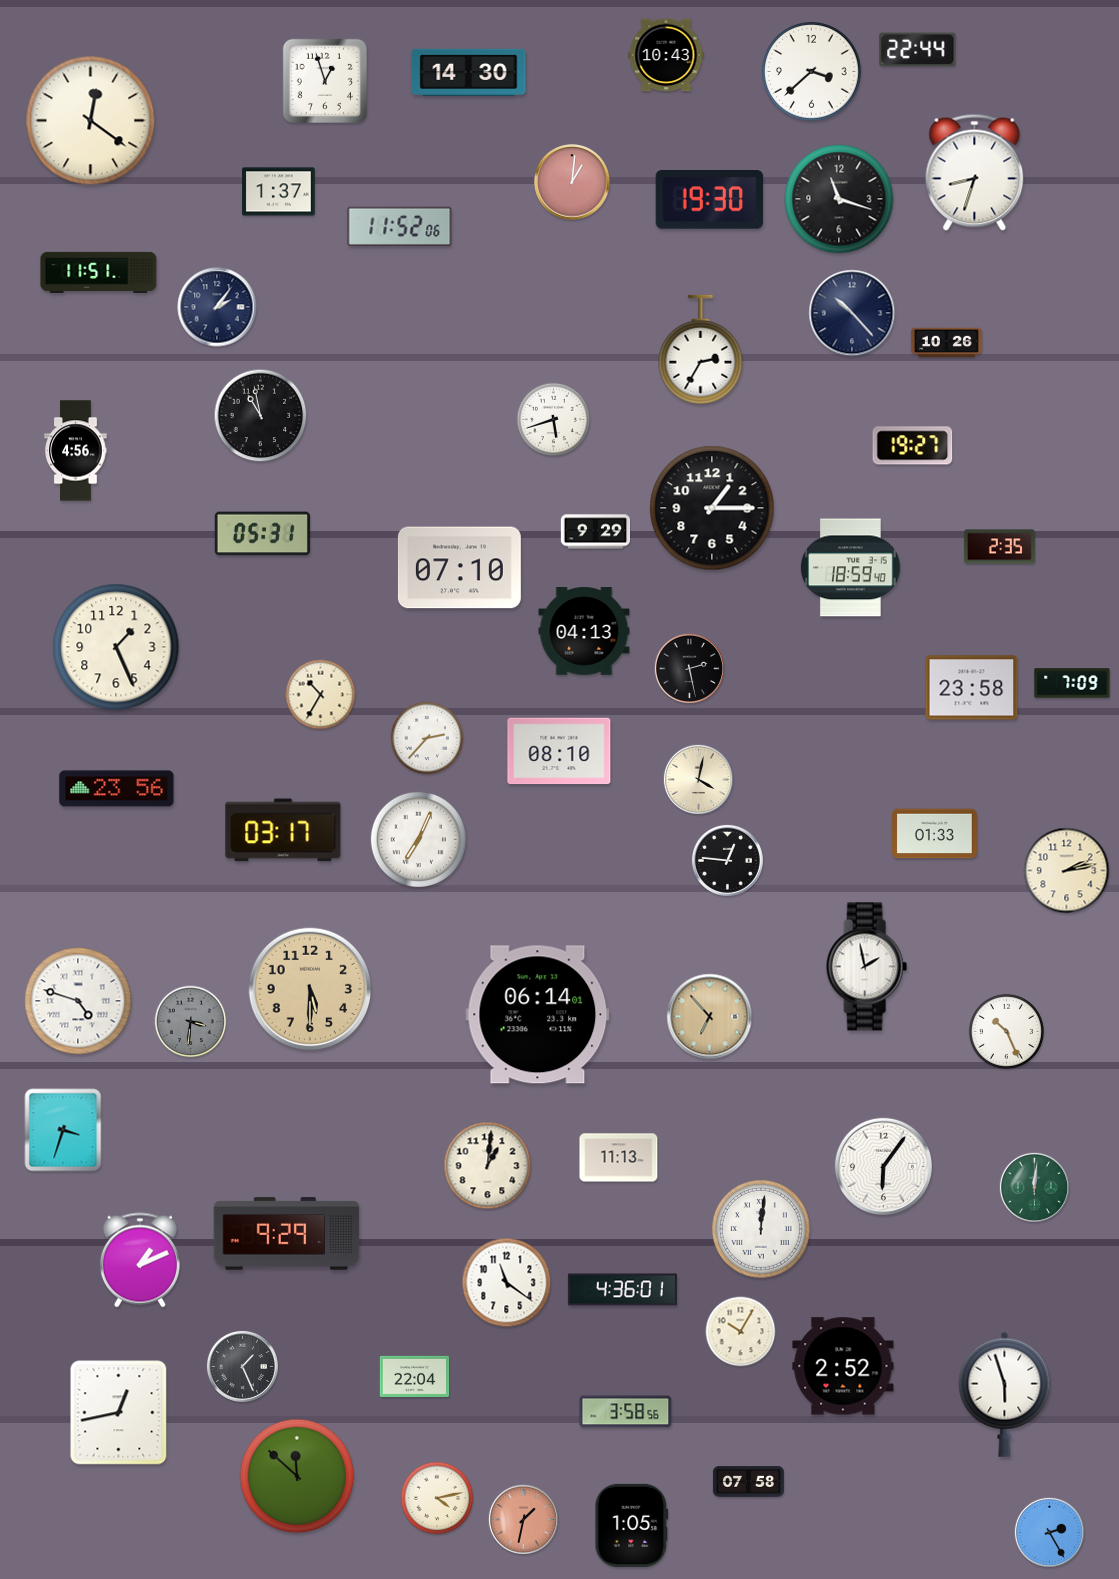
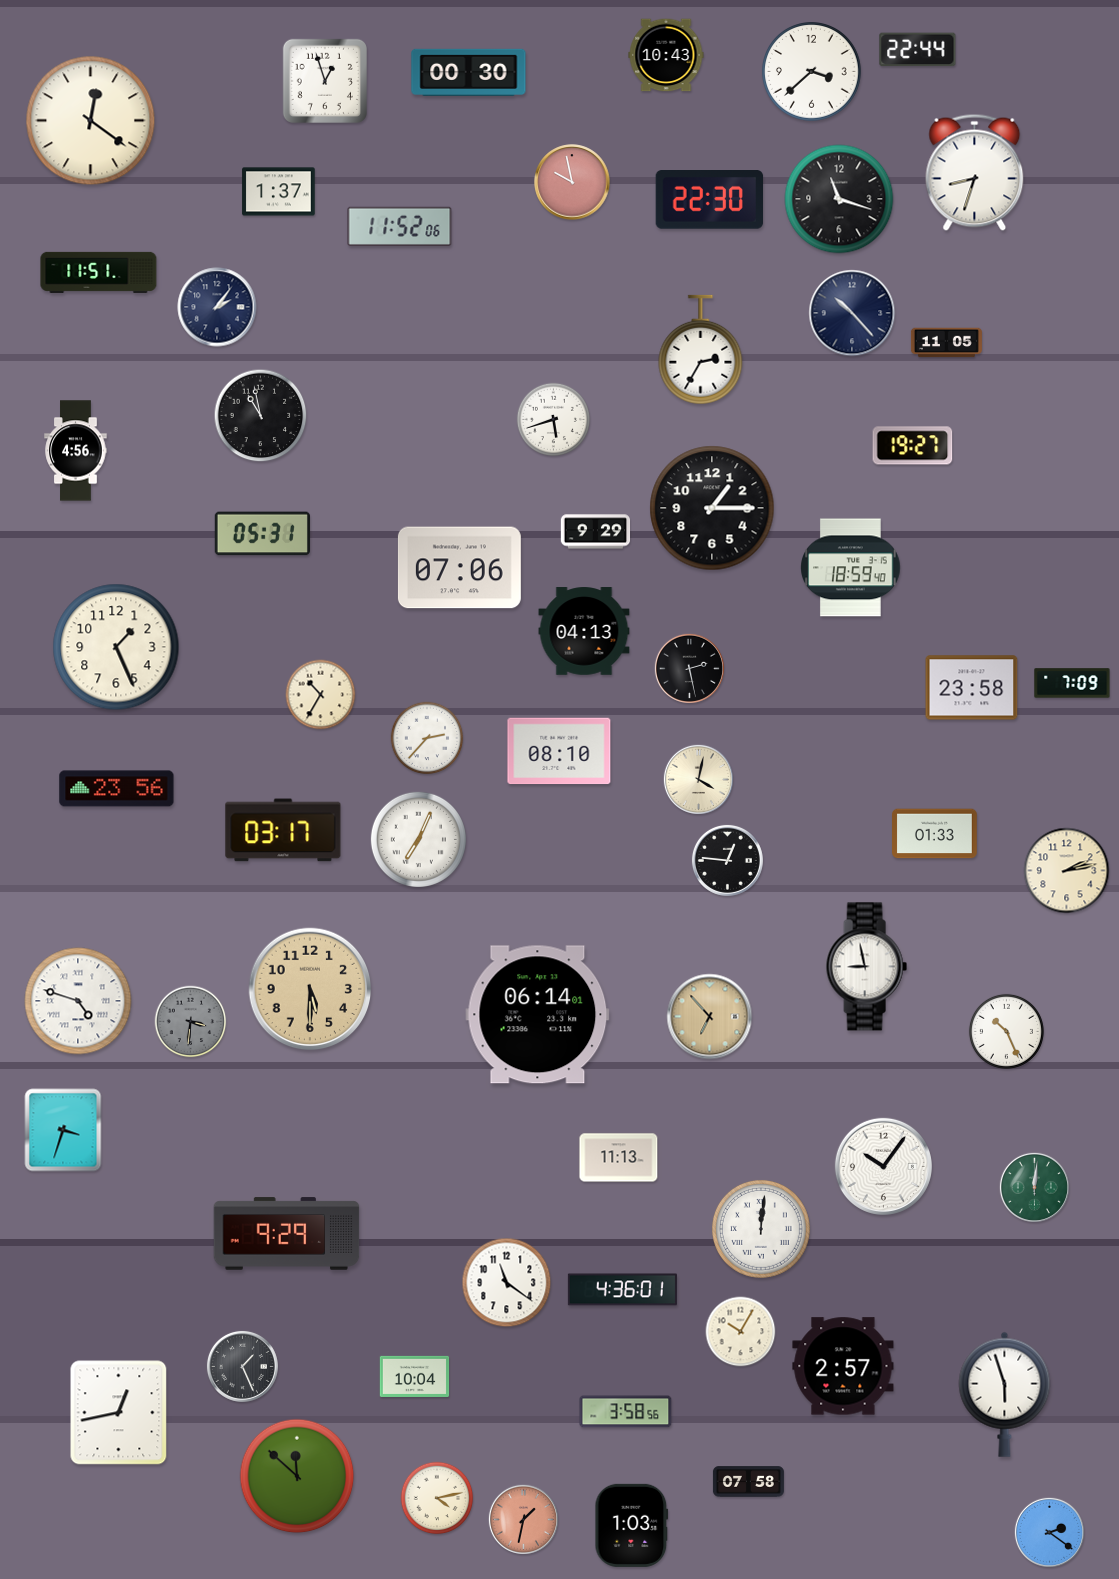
clock at (469, 72): 14:30 -> 00:30
clock at (572, 182): 1:01 -> 9:58
clock at (709, 200): 19:30 -> 22:30
clock at (946, 343): 10:26 -> 11:05
clock at (999, 547): 2:35 -> none
clock at (459, 568): 07:10 -> 07:06
clock at (866, 967): 1:58 -> 8:58
clock at (488, 1166): 1:01 -> none
clock at (883, 1166): 6:06 -> 10:06
clock at (140, 1260): 1:11 -> none
clock at (843, 1366): 2:52 -> 2:57
clock at (415, 1376): 22:04 -> 10:04
clock at (632, 1525): 1:05 -> 1:03
clock at (1049, 1532): 2:25 -> 2:21
